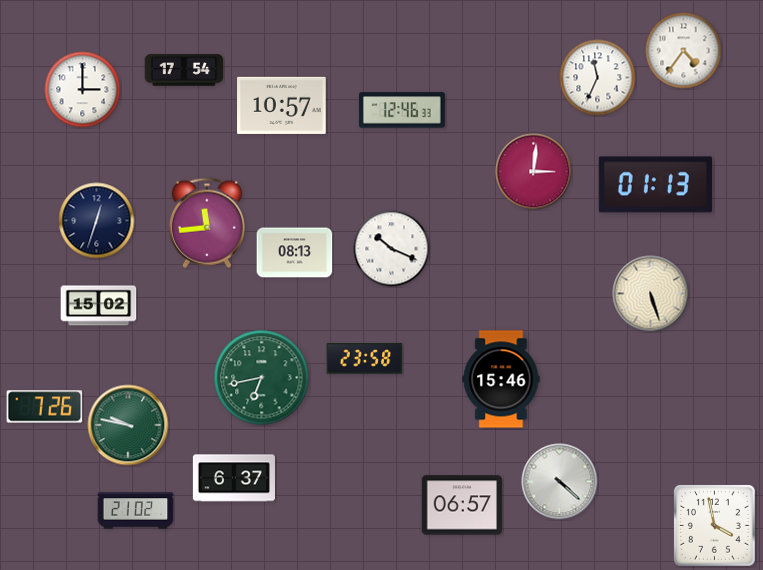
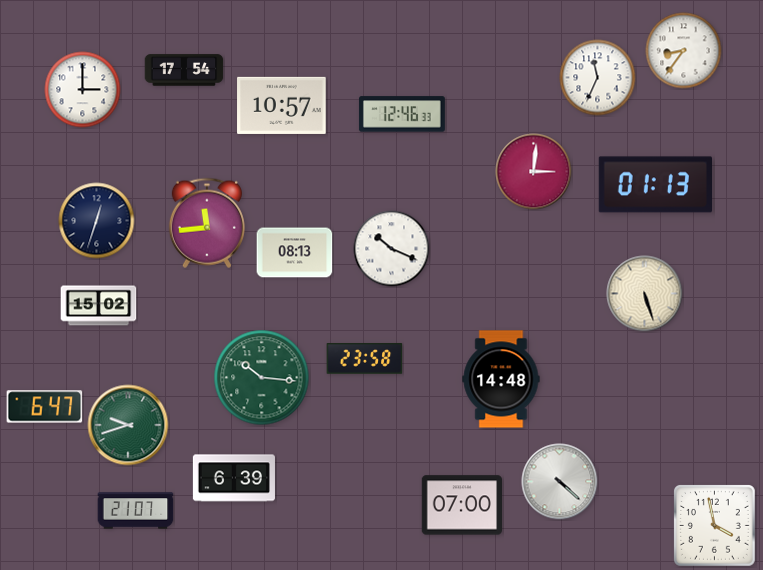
clock at (684, 51): 4:36 -> 8:36
clock at (402, 110) position: (402, 110) -> (402, 114)
clock at (651, 294) position: (651, 294) -> (645, 294)
clock at (262, 378): 6:43 -> 10:16
clock at (501, 379): 15:46 -> 14:48
clock at (45, 407): 7:26 -> 6:47
clock at (128, 425): 9:47 -> 9:42
clock at (234, 478): 6:37 -> 6:39
clock at (461, 505): 06:57 -> 07:00
clock at (136, 511): 21:02 -> 21:07
